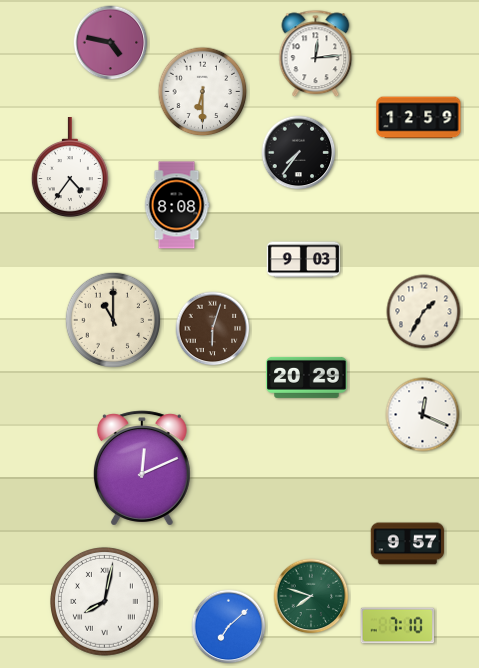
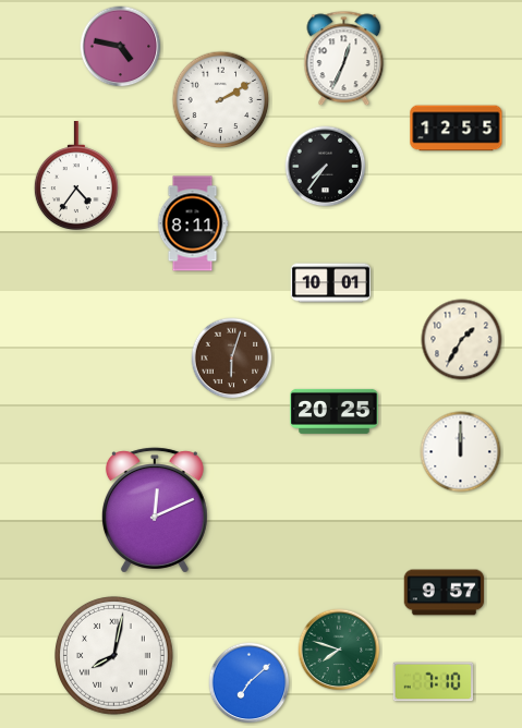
clock at (316, 54): 12:14 -> 12:34
clock at (203, 92): 6:30 -> 2:10
clock at (419, 118): 12:59 -> 12:55
clock at (70, 167) position: (70, 167) -> (76, 175)
clock at (177, 205): 8:08 -> 8:11
clock at (304, 260): 9:03 -> 10:01
clock at (112, 319): 11:00 -> none
clock at (307, 377): 20:29 -> 20:25
clock at (423, 415): 12:19 -> 12:00
